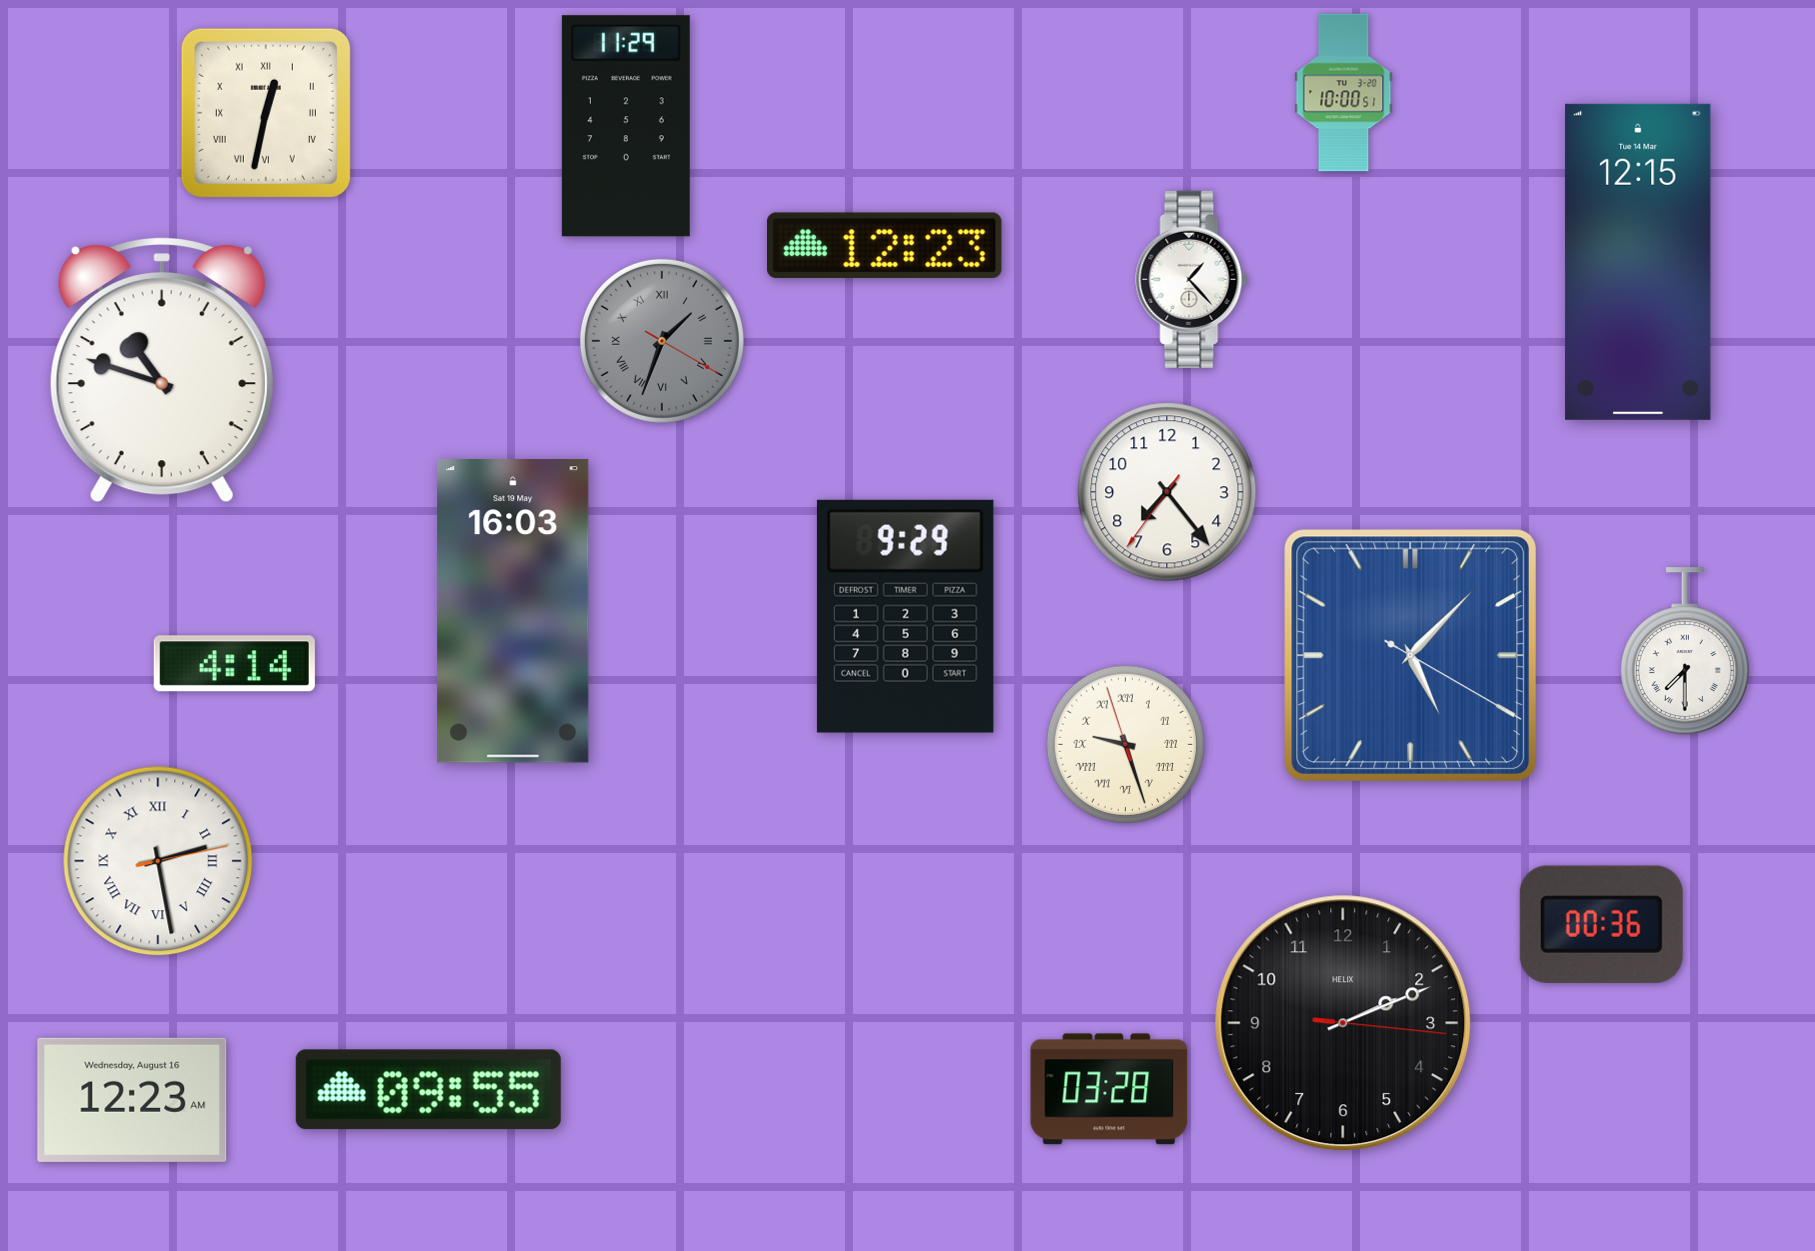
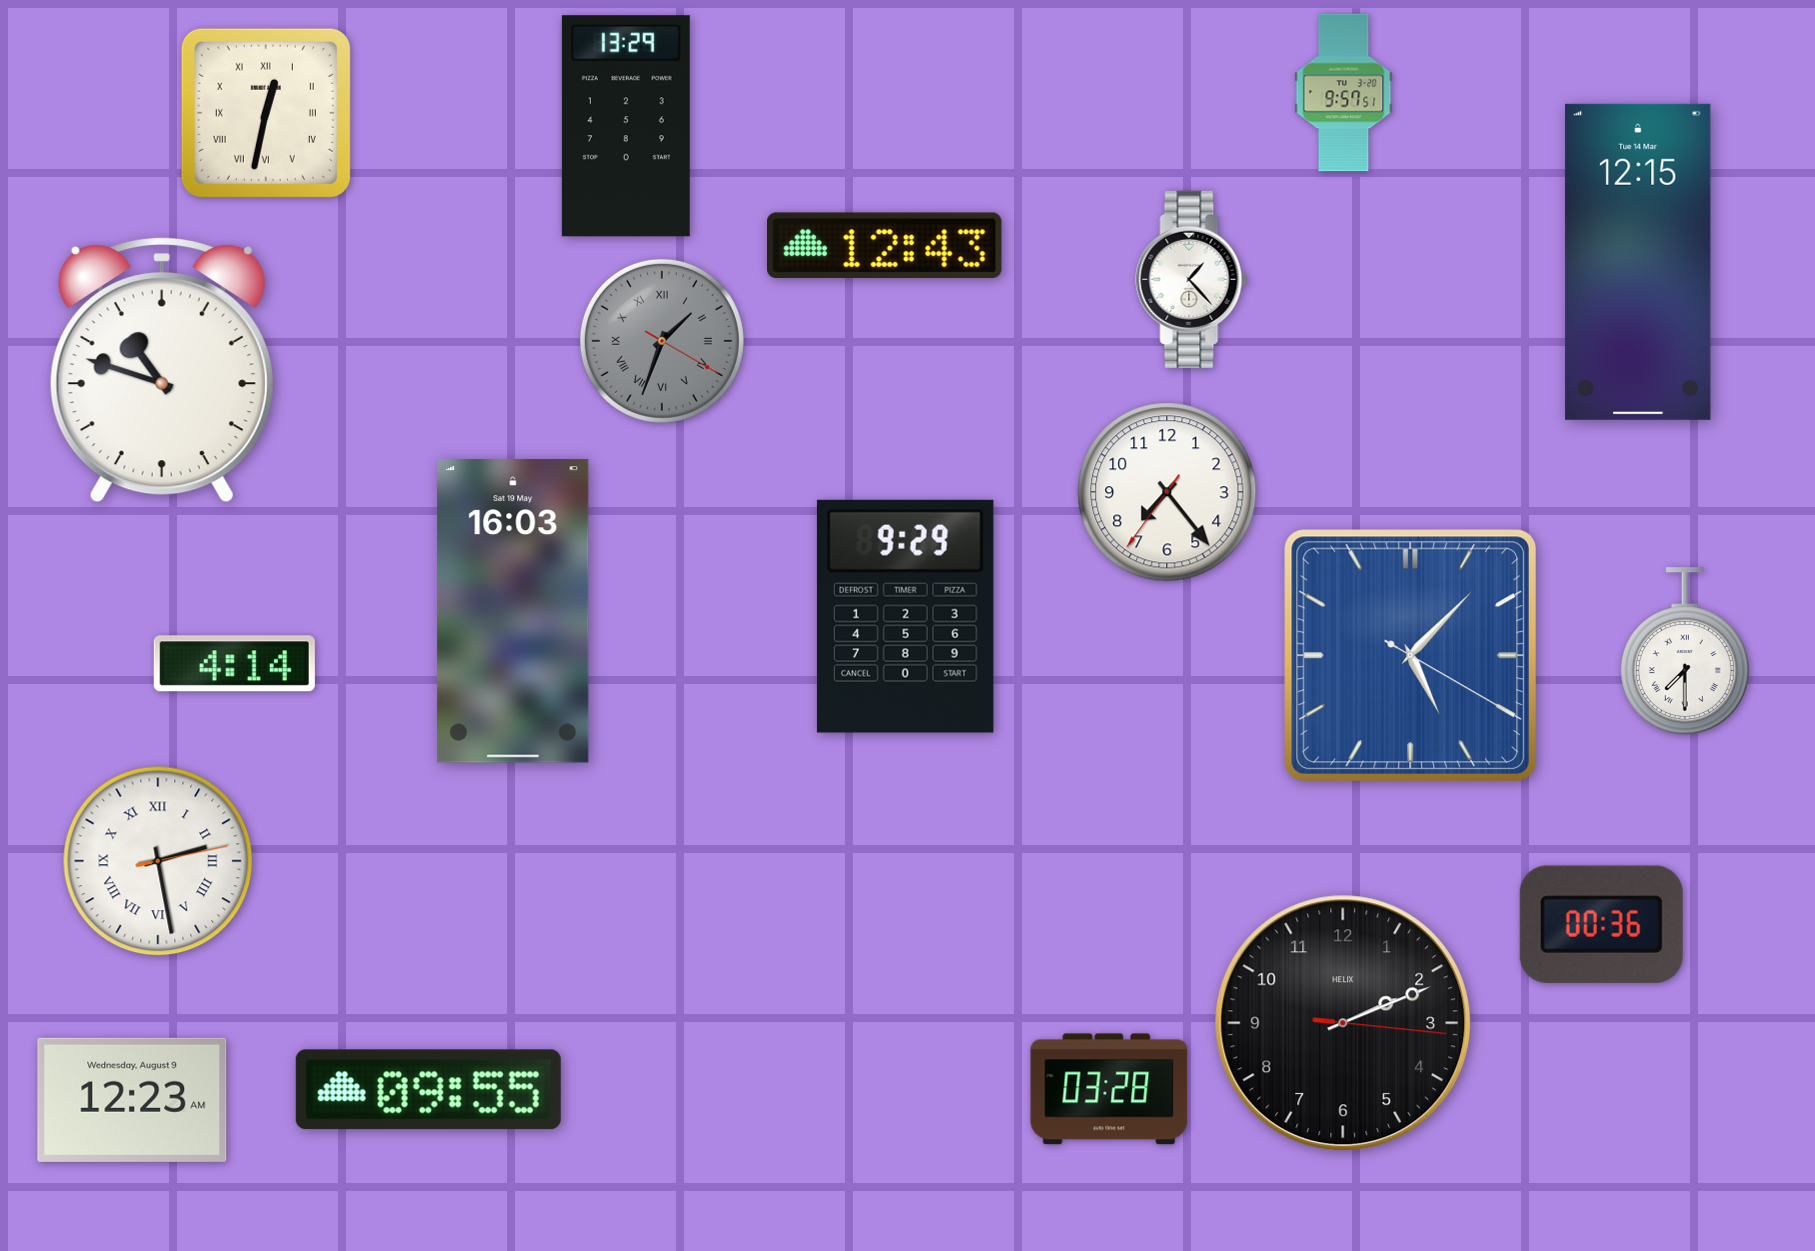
clock at (1344, 93): 10:00 -> 9:57
clock at (626, 126): 11:29 -> 13:29
clock at (884, 245): 12:23 -> 12:43
clock at (1125, 744): 9:26 -> none
clock at (132, 1100) date: Wednesday, August 16 -> Wednesday, August 9
